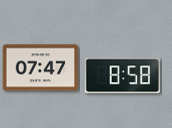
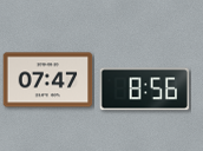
clock at (123, 76): 8:58 -> 8:56
